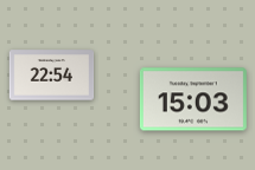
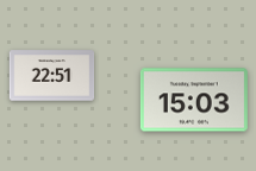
clock at (52, 76): 22:54 -> 22:51
